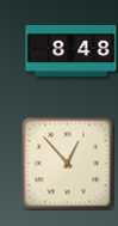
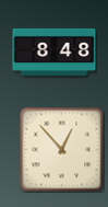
clock at (72, 50) position: (72, 50) -> (55, 51)
